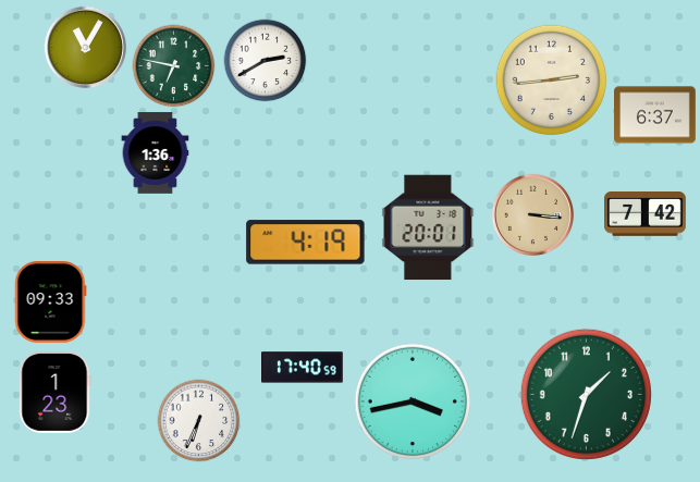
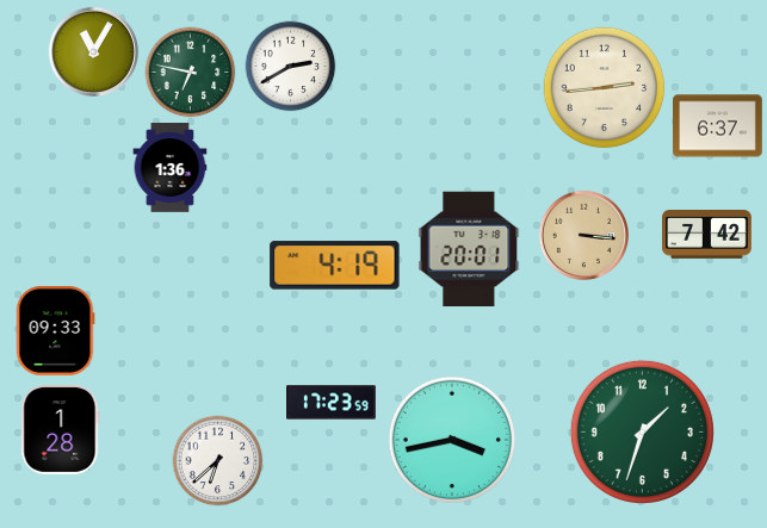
clock at (303, 368): 17:40 -> 17:23
clock at (56, 393): 1:23 -> 1:28
clock at (199, 421): 6:34 -> 6:38
